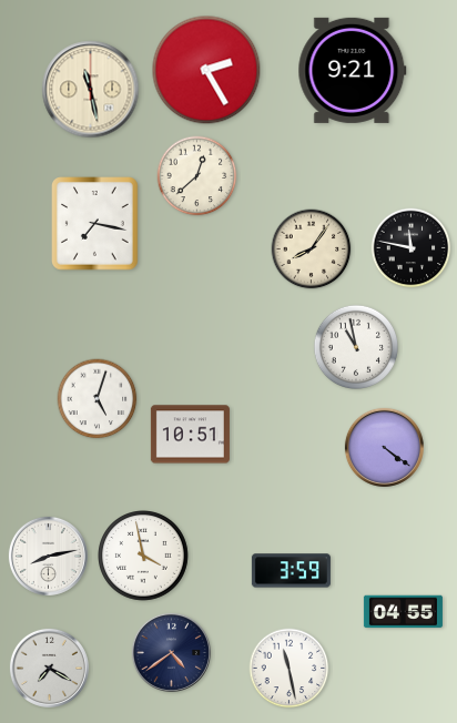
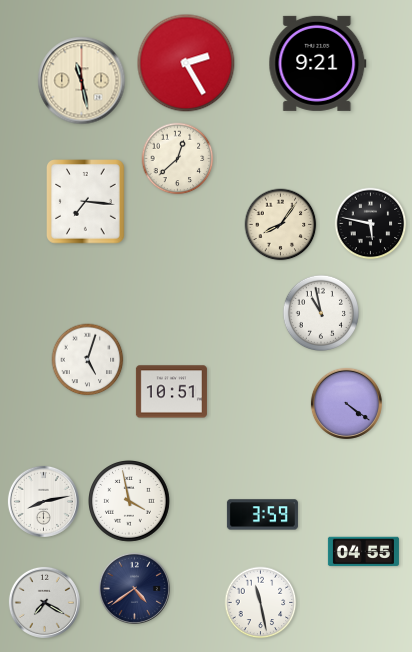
clock at (95, 224): 7:17 -> 7:16
clock at (412, 248): 11:47 -> 5:47
clock at (171, 652) position: (171, 652) -> (134, 588)
